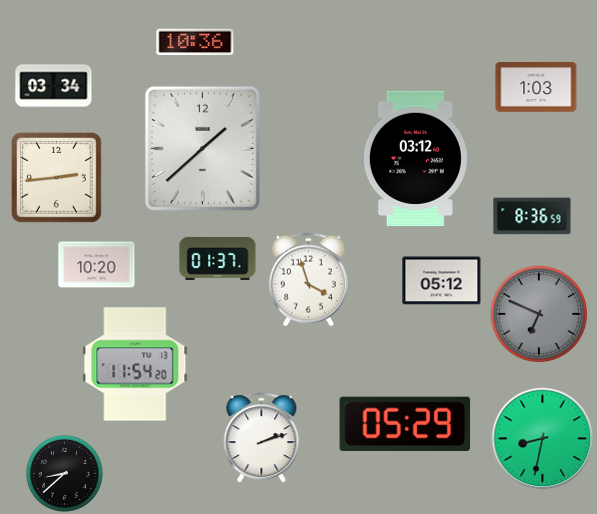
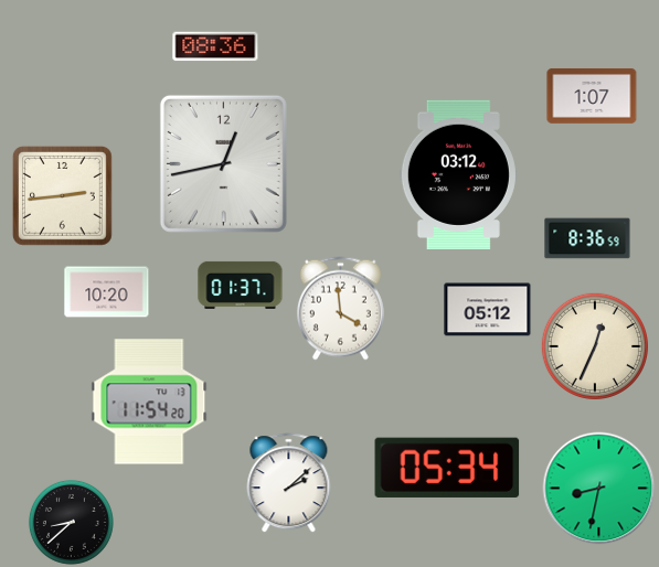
clock at (195, 42): 10:36 -> 08:36
clock at (54, 87): 03:34 -> none
clock at (536, 87): 1:03 -> 1:07
clock at (202, 148): 1:38 -> 12:43
clock at (308, 280): 3:57 -> 3:59
clock at (538, 313): 6:49 -> 12:34
clock at (538, 313) dial: grey -> cream
clock at (405, 424): 05:29 -> 05:34
clock at (262, 438): 2:12 -> 2:08
clock at (543, 439) position: (543, 439) -> (599, 489)
